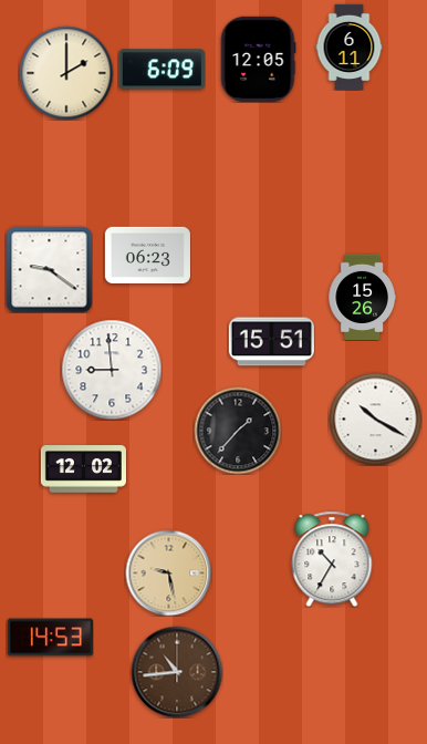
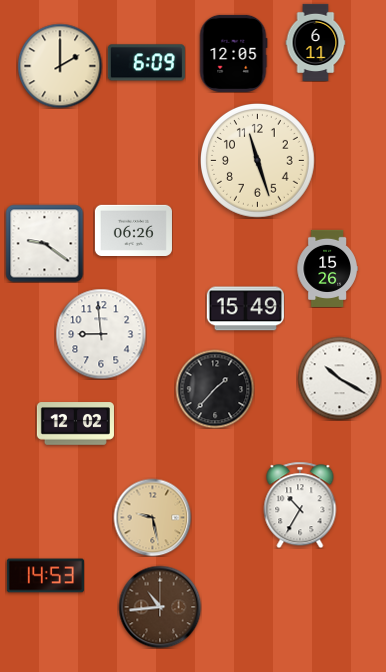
clock at (258, 161): none -> 11:27
clock at (147, 255): 06:23 -> 06:26
clock at (271, 342): 15:51 -> 15:49
